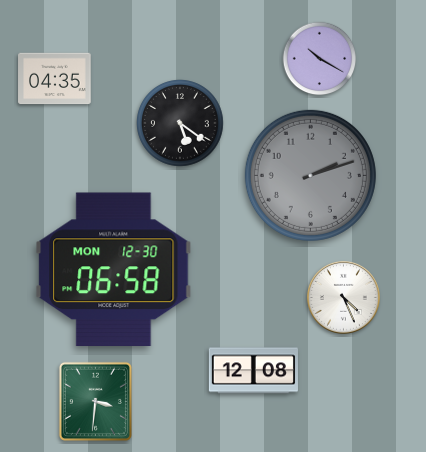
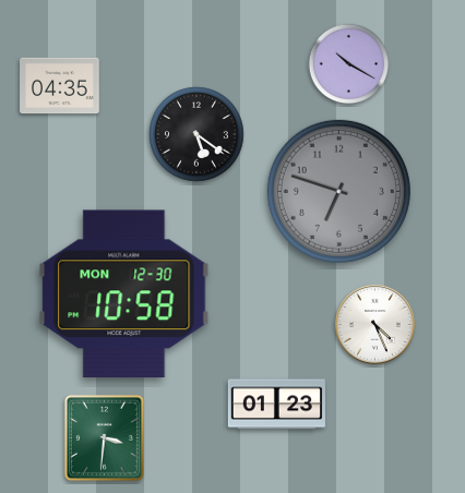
clock at (310, 175): 2:12 -> 6:48
clock at (114, 269): 06:58 -> 10:58
clock at (253, 371): 12:08 -> 01:23
